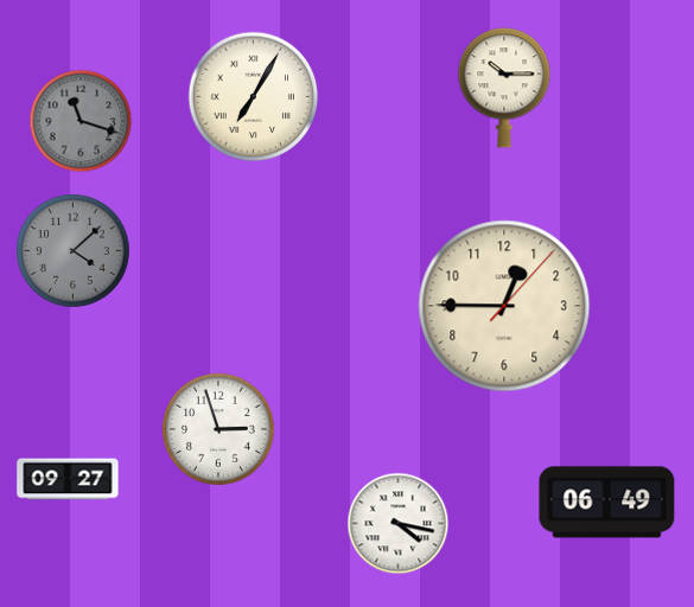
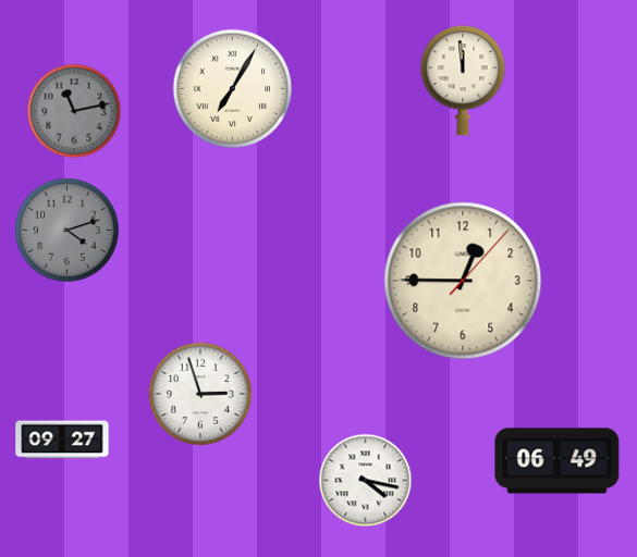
clock at (504, 88): 10:15 -> 11:59
clock at (81, 121): 11:18 -> 11:13
clock at (74, 251): 4:08 -> 4:12
